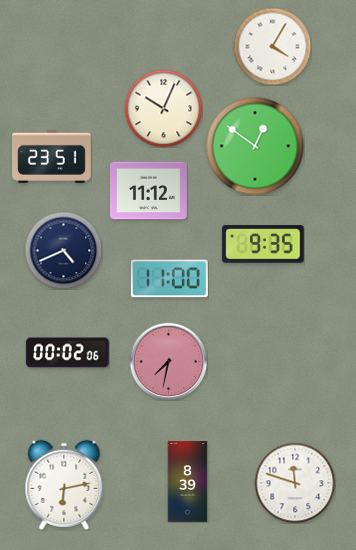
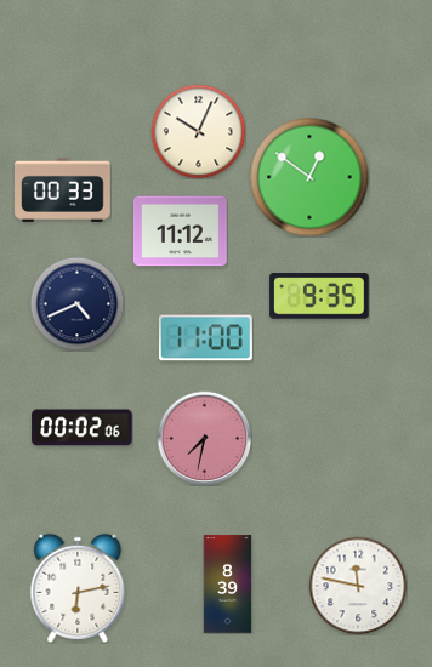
clock at (272, 46): 4:05 -> none
clock at (52, 156): 23:51 -> 00:33
clock at (295, 483): 11:48 -> 11:47
